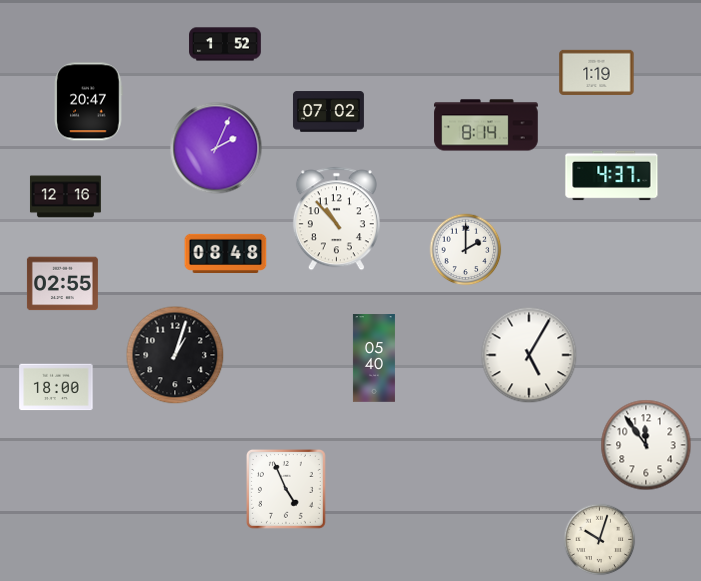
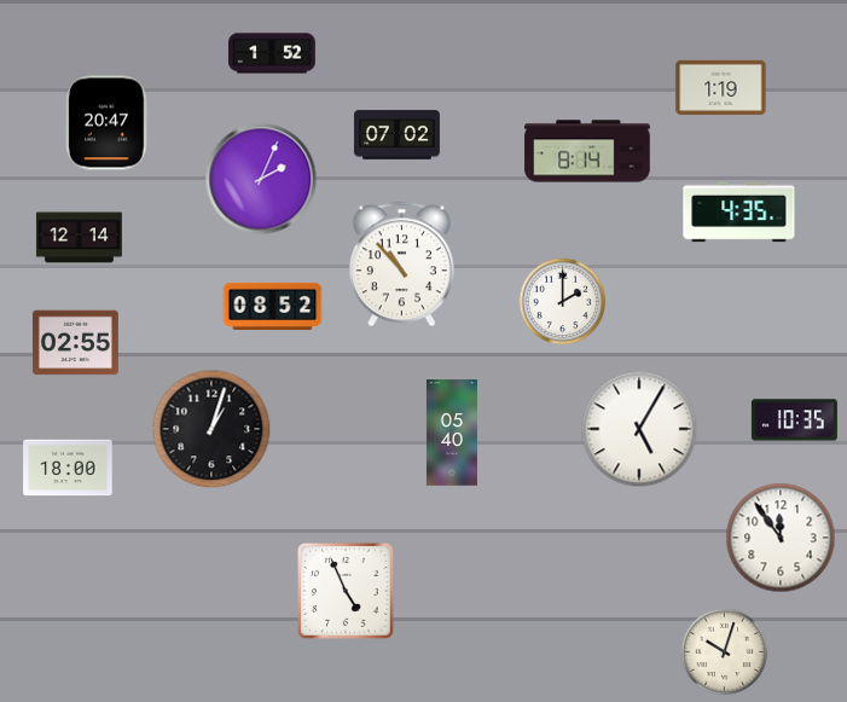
clock at (612, 176): 4:37 -> 4:35
clock at (65, 197): 12:16 -> 12:14
clock at (336, 219) position: (336, 219) -> (401, 265)
clock at (226, 253): 08:48 -> 08:52
clock at (794, 420): none -> 10:35
